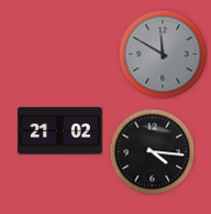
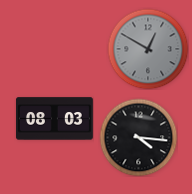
clock at (163, 54): 11:50 -> 12:50
clock at (60, 131): 21:02 -> 08:03
